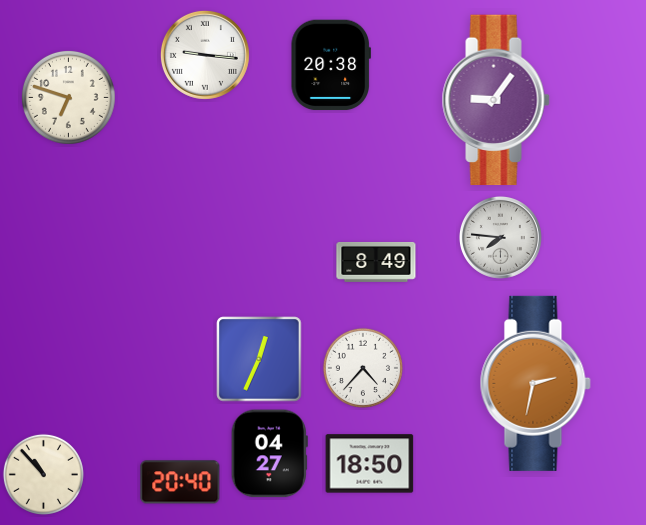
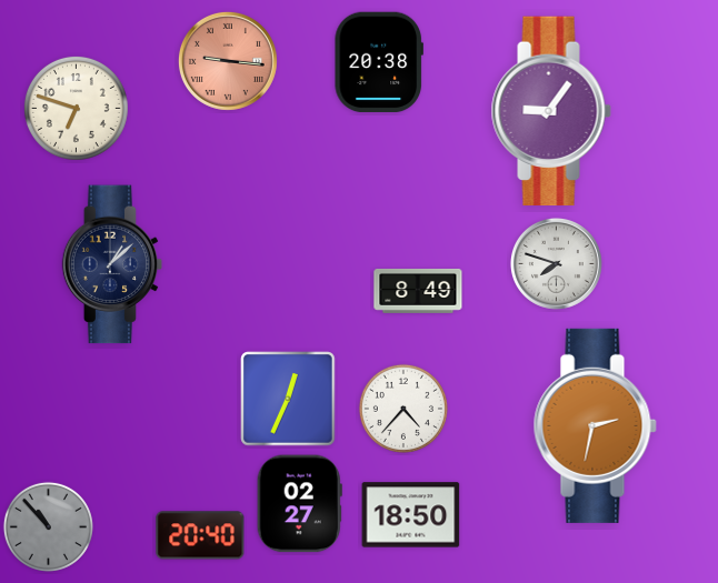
clock at (205, 55) dial: white -> salmon
clock at (331, 65) position: (331, 65) -> (379, 62)
clock at (500, 237): 7:46 -> 7:48
clock at (112, 264): none -> 1:08
clock at (269, 454): 04:27 -> 02:27
clock at (43, 474) dial: cream -> grey
